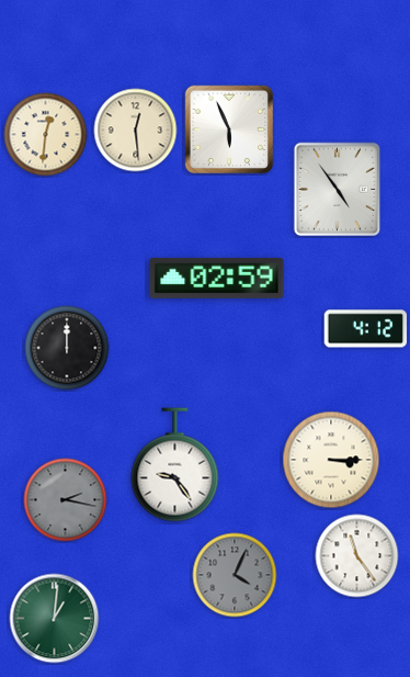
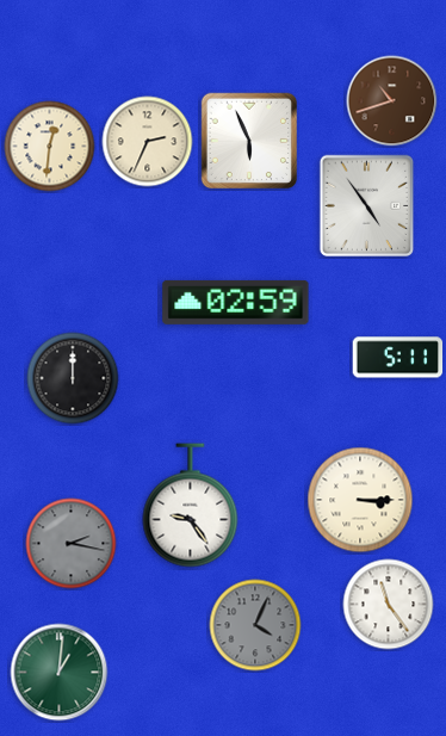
clock at (392, 101): none -> 10:42
clock at (136, 131): 12:29 -> 2:34
clock at (366, 329): 4:12 -> 5:11
